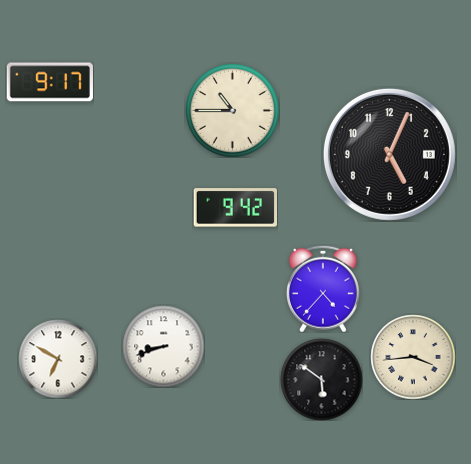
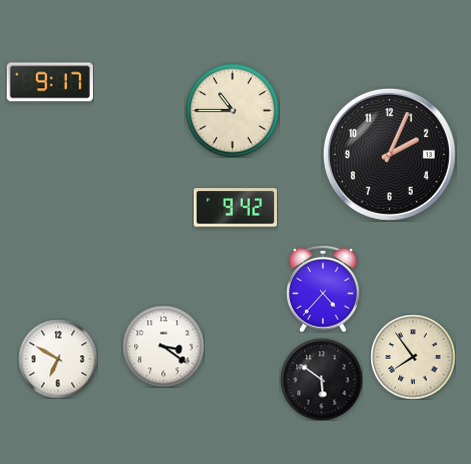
clock at (389, 154): 5:04 -> 2:04
clock at (163, 346): 8:42 -> 3:21
clock at (413, 357): 3:44 -> 7:54
